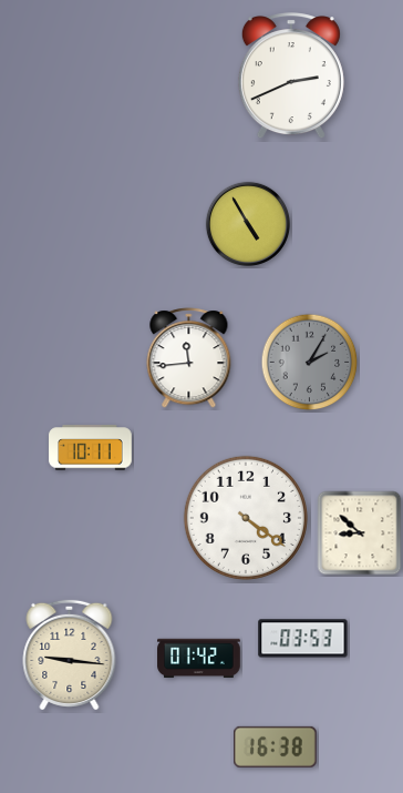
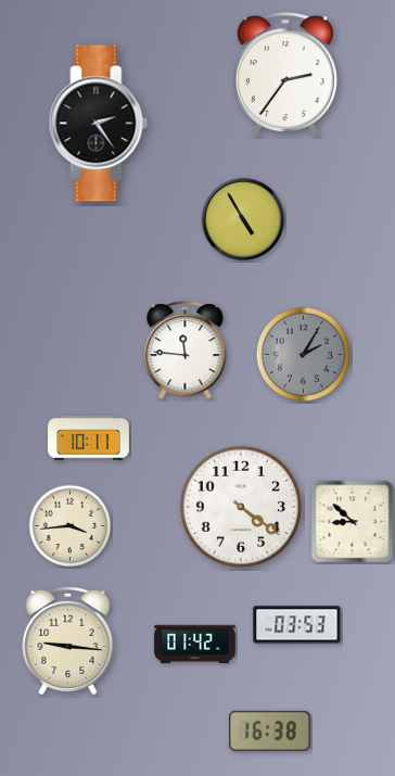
clock at (291, 77): 2:41 -> 2:36
clock at (99, 124): none -> 2:24
clock at (189, 358): 11:44 -> 11:46
clock at (71, 526): none -> 3:44
